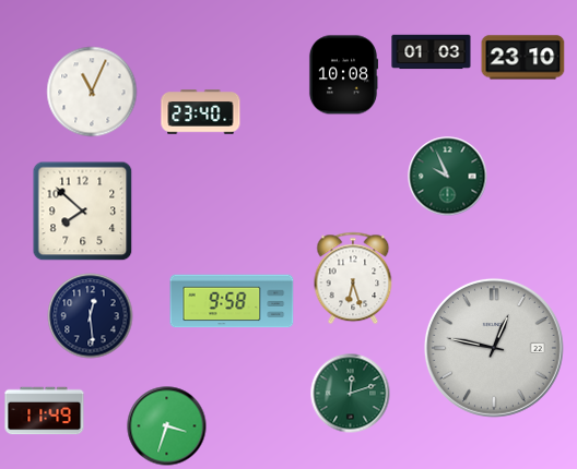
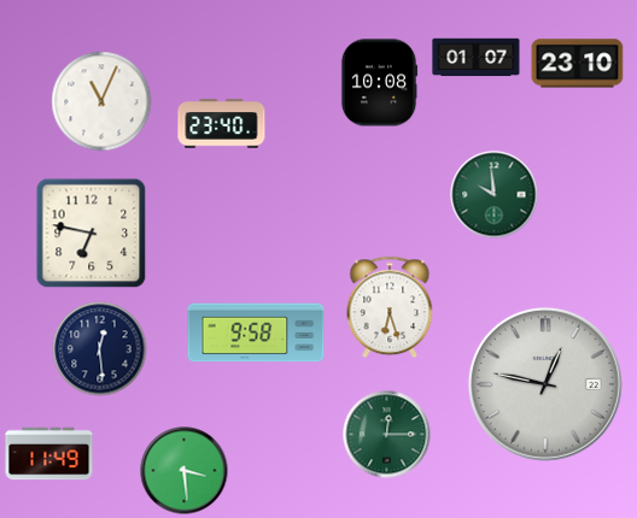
clock at (432, 52): 01:03 -> 01:07
clock at (448, 177): 9:56 -> 9:59
clock at (83, 212): 7:52 -> 6:47
clock at (351, 394): 12:12 -> 12:15
clock at (167, 426): 3:33 -> 3:29
